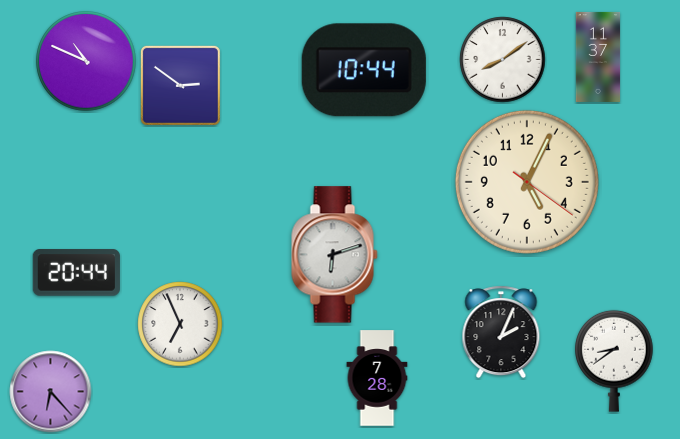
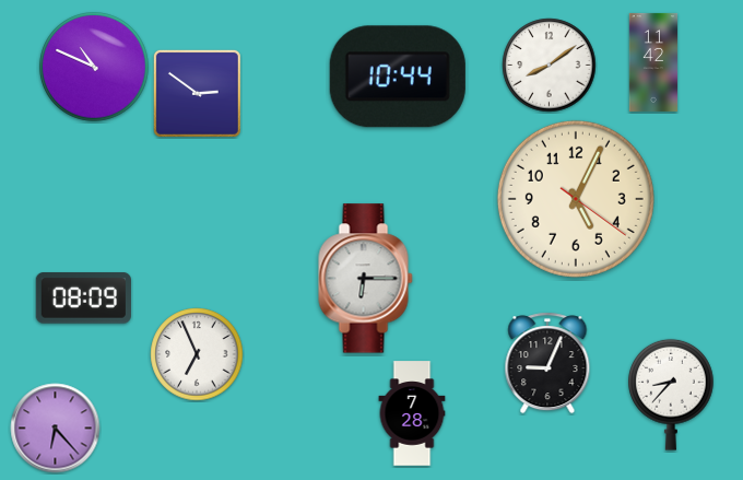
clock at (598, 57): 11:37 -> 11:42
clock at (335, 255): 6:12 -> 6:15
clock at (76, 273): 20:44 -> 08:09
clock at (501, 332): 2:04 -> 9:04
clock at (614, 361): 8:39 -> 8:37
